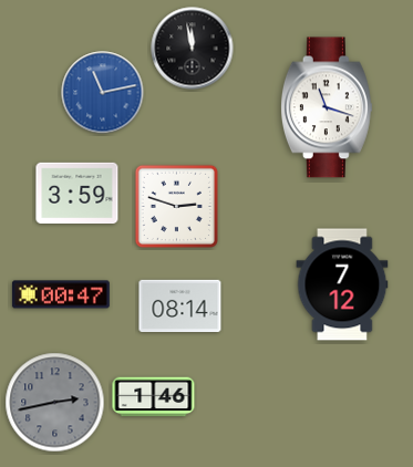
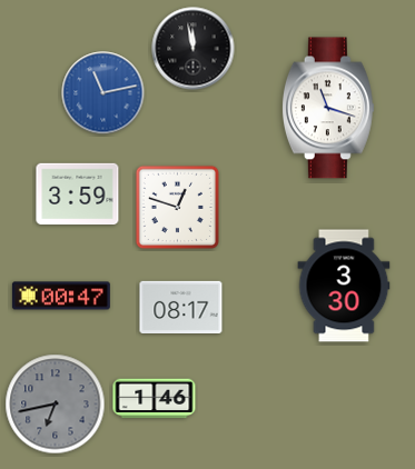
clock at (176, 206): 2:48 -> 12:48
clock at (342, 284): 7:12 -> 3:30
clock at (180, 305): 08:14 -> 08:17
clock at (55, 403): 2:43 -> 6:43
